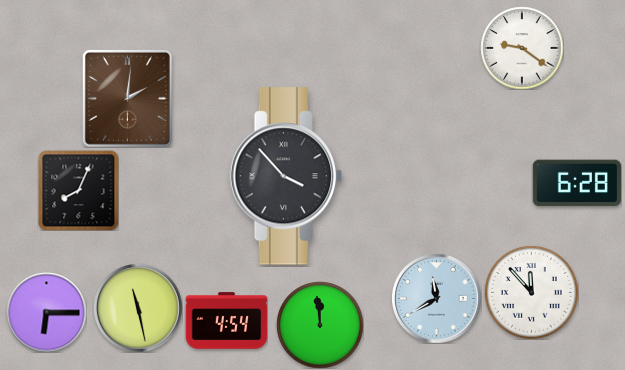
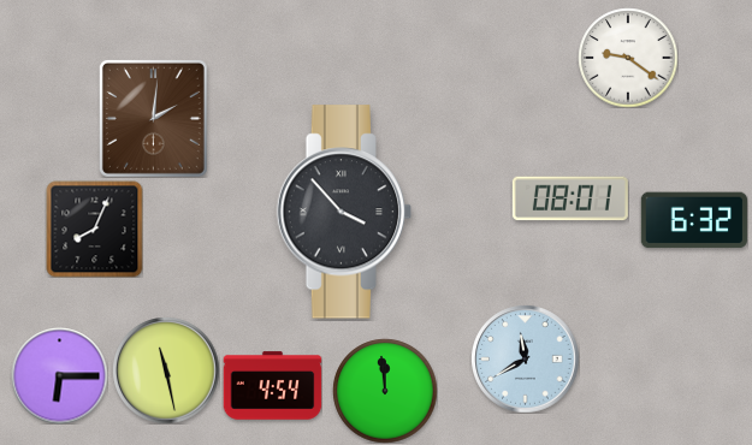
clock at (570, 198): none -> 08:01
clock at (577, 183): 6:28 -> 6:32
clock at (531, 292): 11:53 -> none
clock at (46, 312) position: (46, 312) -> (59, 375)
